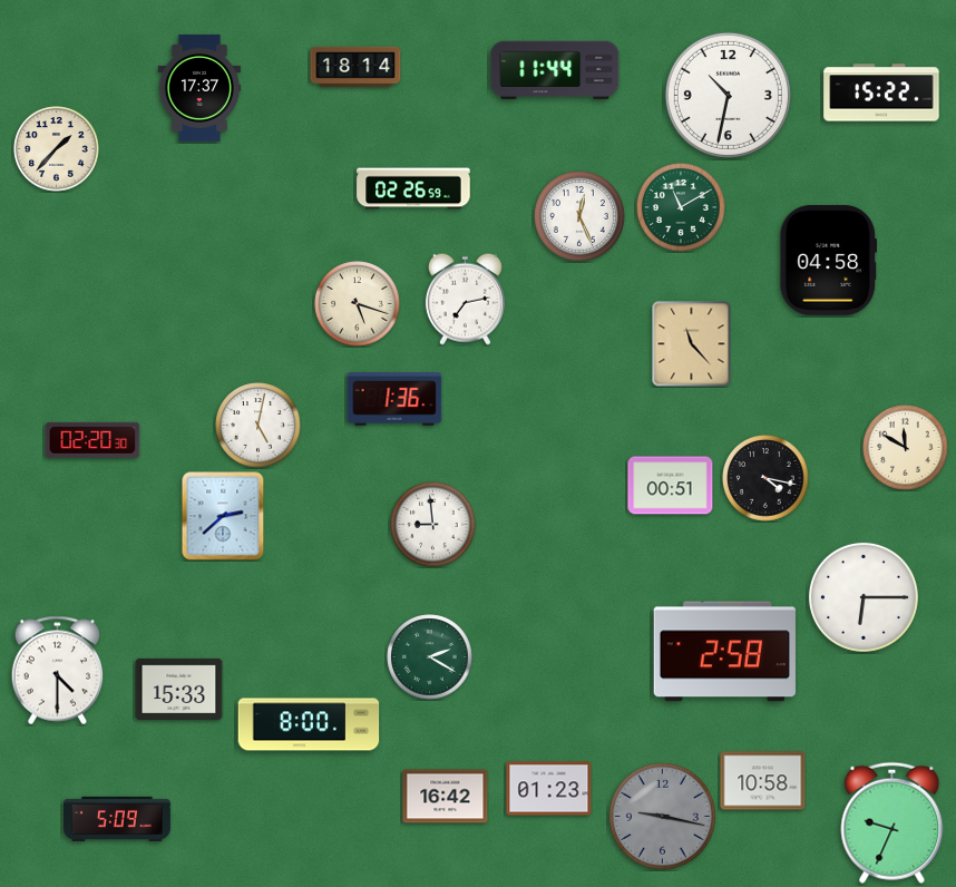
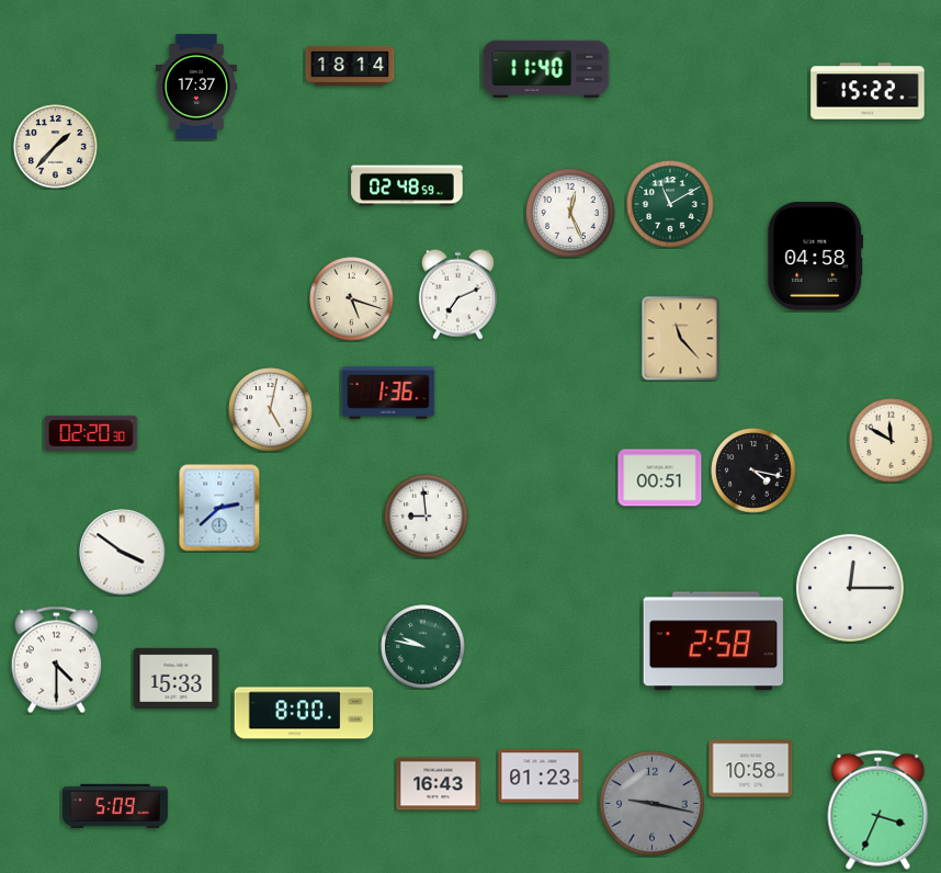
clock at (555, 70): 11:44 -> 11:40
clock at (728, 95): 10:32 -> none
clock at (413, 188): 02:26 -> 02:48
clock at (465, 299): 7:13 -> 7:11
clock at (258, 426) position: (258, 426) -> (271, 410)
clock at (123, 553): none -> 3:51
clock at (864, 597): 6:15 -> 12:15
clock at (430, 657): 2:20 -> 9:47
clock at (446, 797): 16:42 -> 16:43
clock at (892, 822): 9:34 -> 3:34
